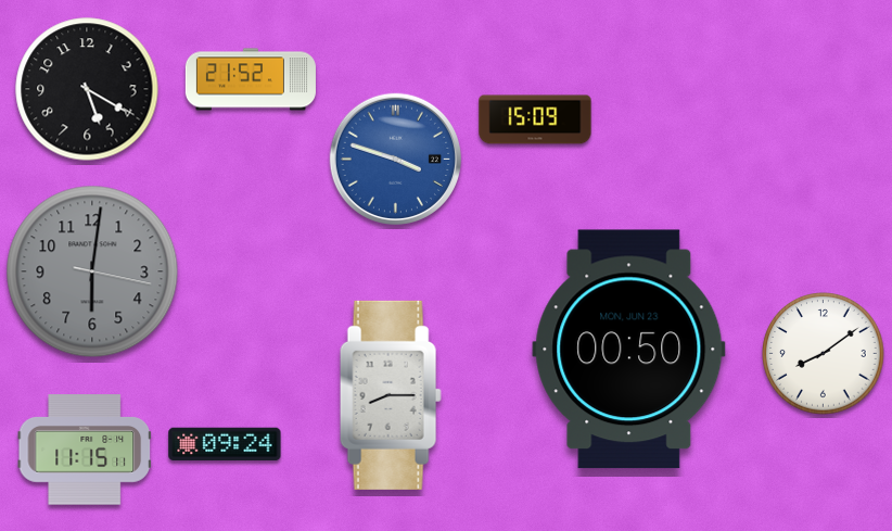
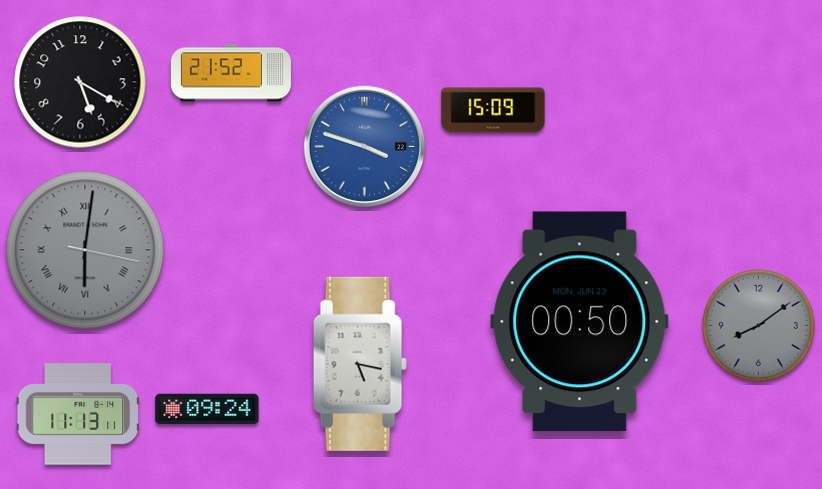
clock at (92, 271) numerals: Arabic -> Roman
clock at (824, 354) dial: white -> grey
clock at (391, 395): 8:15 -> 5:17
clock at (85, 450): 11:15 -> 11:13
